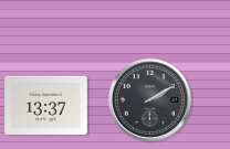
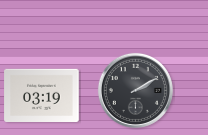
clock at (46, 105): 13:37 -> 03:19
